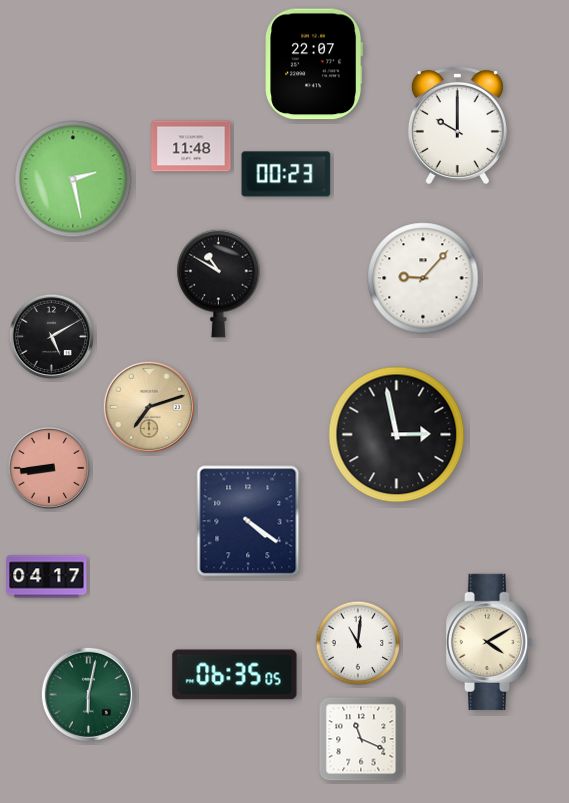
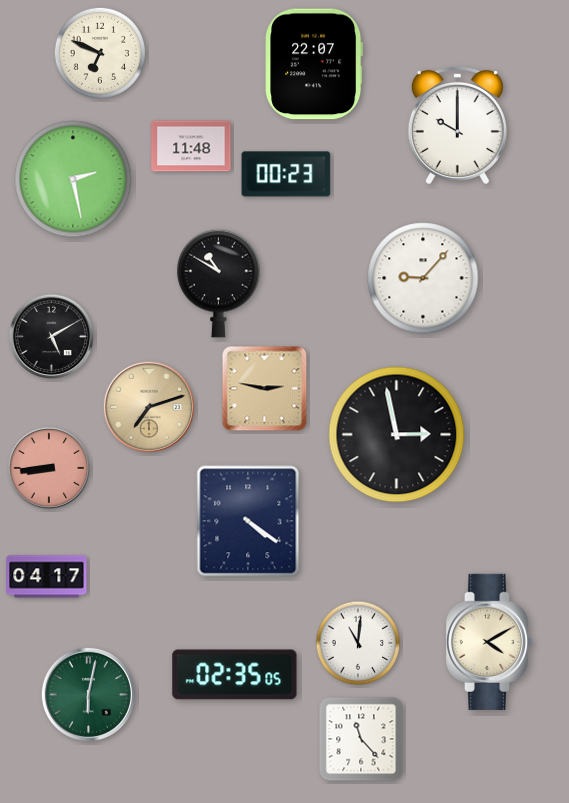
clock at (100, 53): none -> 6:49
clock at (265, 389): none -> 2:47
clock at (235, 675): 06:35 -> 02:35
clock at (361, 739): 11:19 -> 11:23
